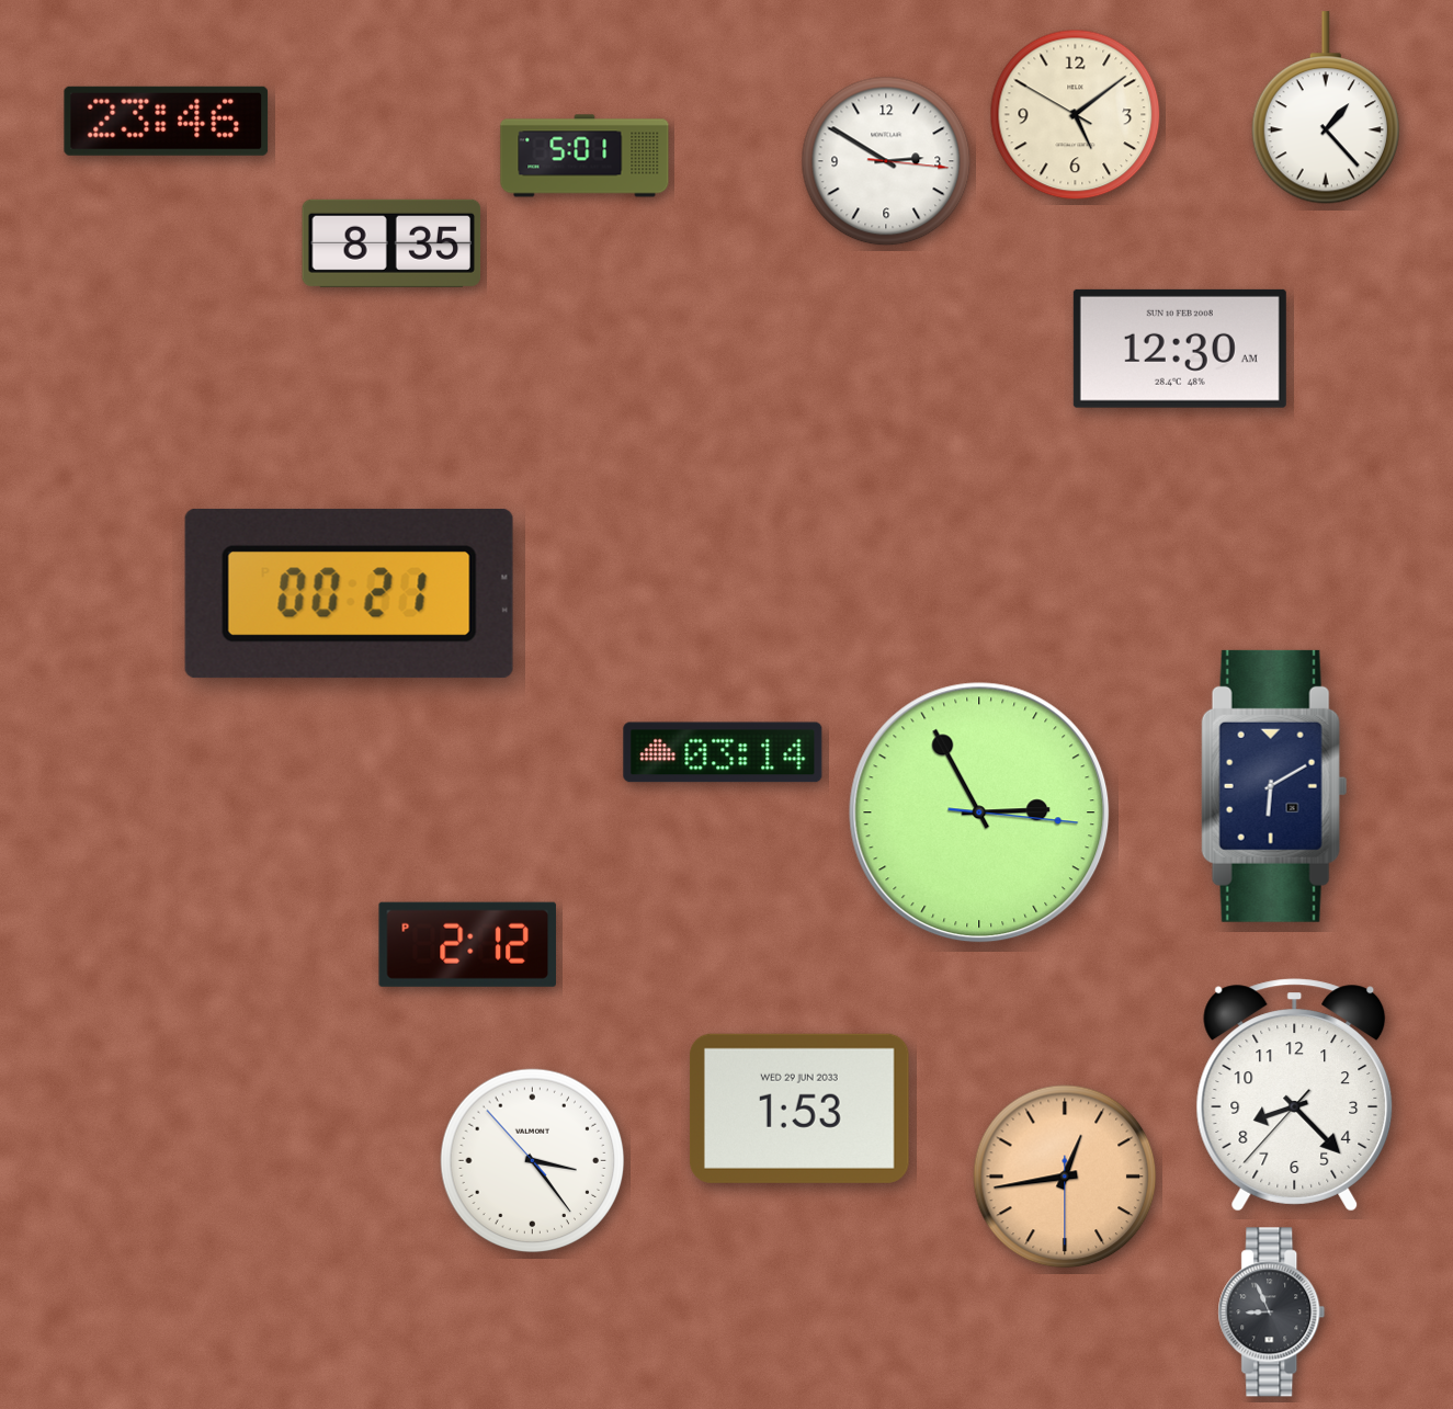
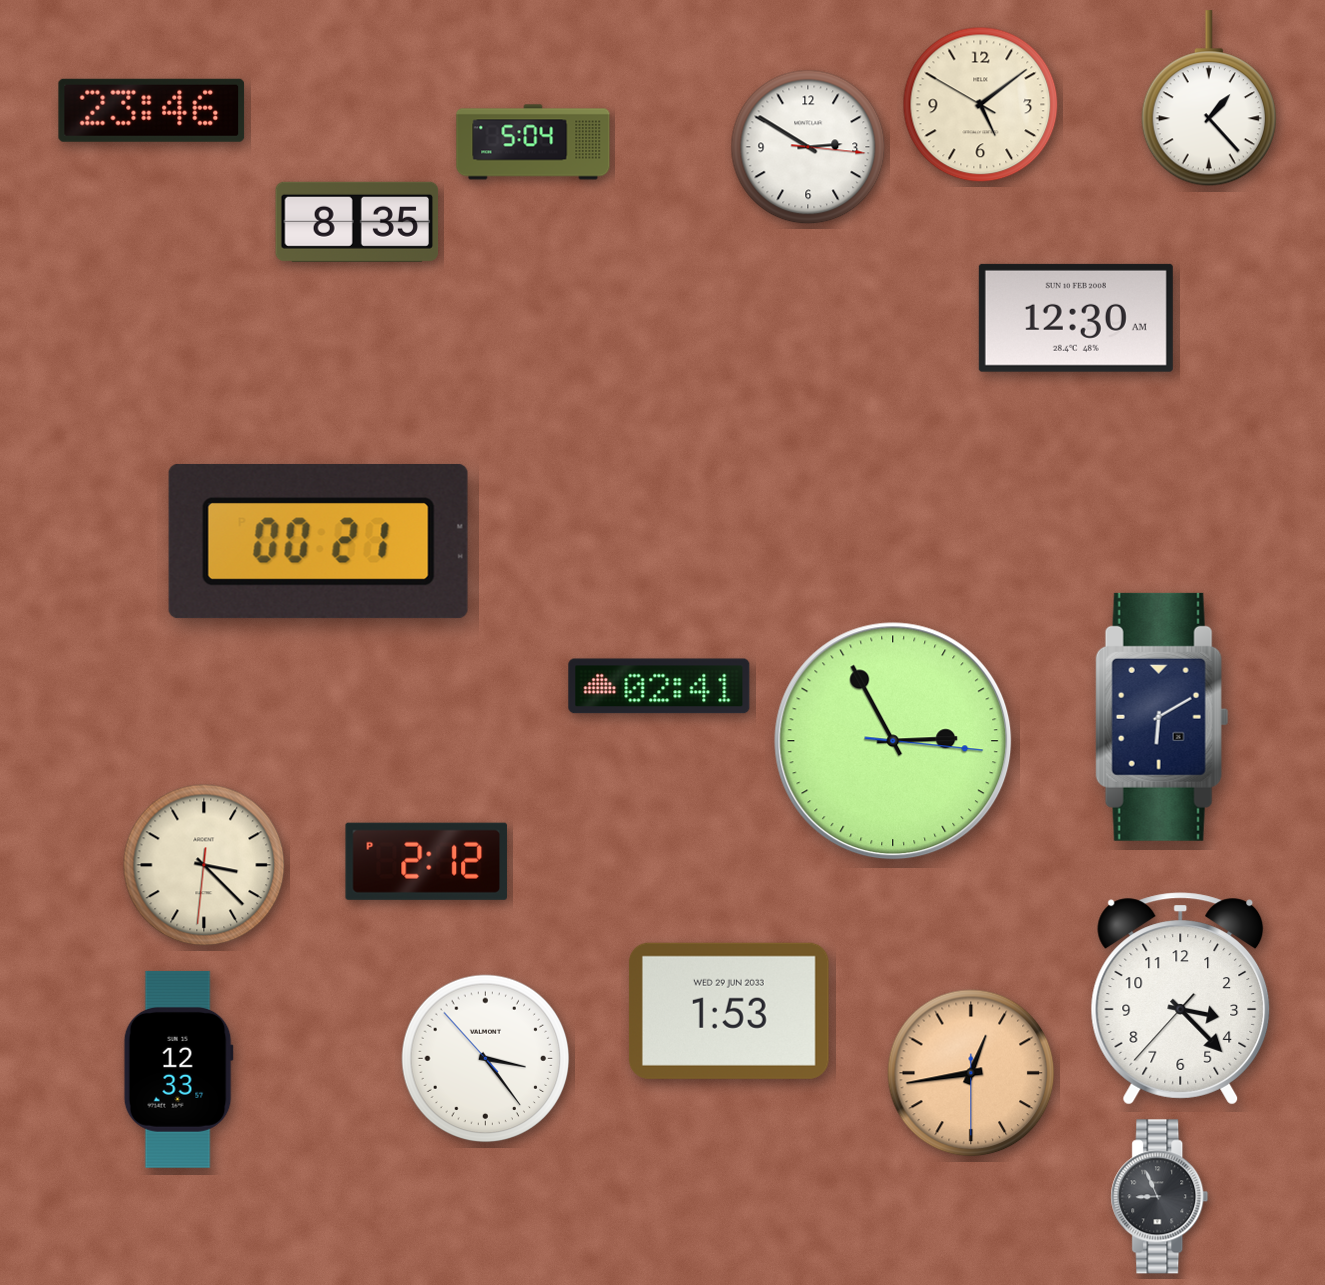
clock at (584, 156): 5:01 -> 5:04
clock at (723, 752): 03:14 -> 02:41
clock at (204, 865): none -> 3:22
clock at (1295, 1095): 8:22 -> 3:22
clock at (178, 1069): none -> 12:33
